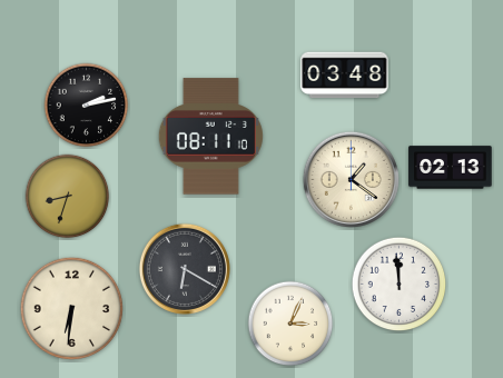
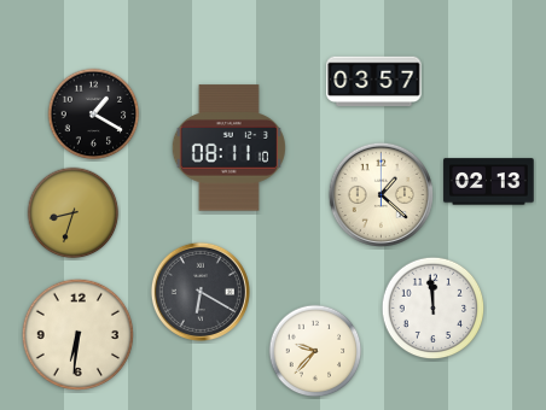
clock at (345, 76): 03:48 -> 03:57
clock at (87, 106): 2:13 -> 1:20
clock at (351, 179): 1:21 -> 1:22
clock at (290, 324): 3:04 -> 9:37
